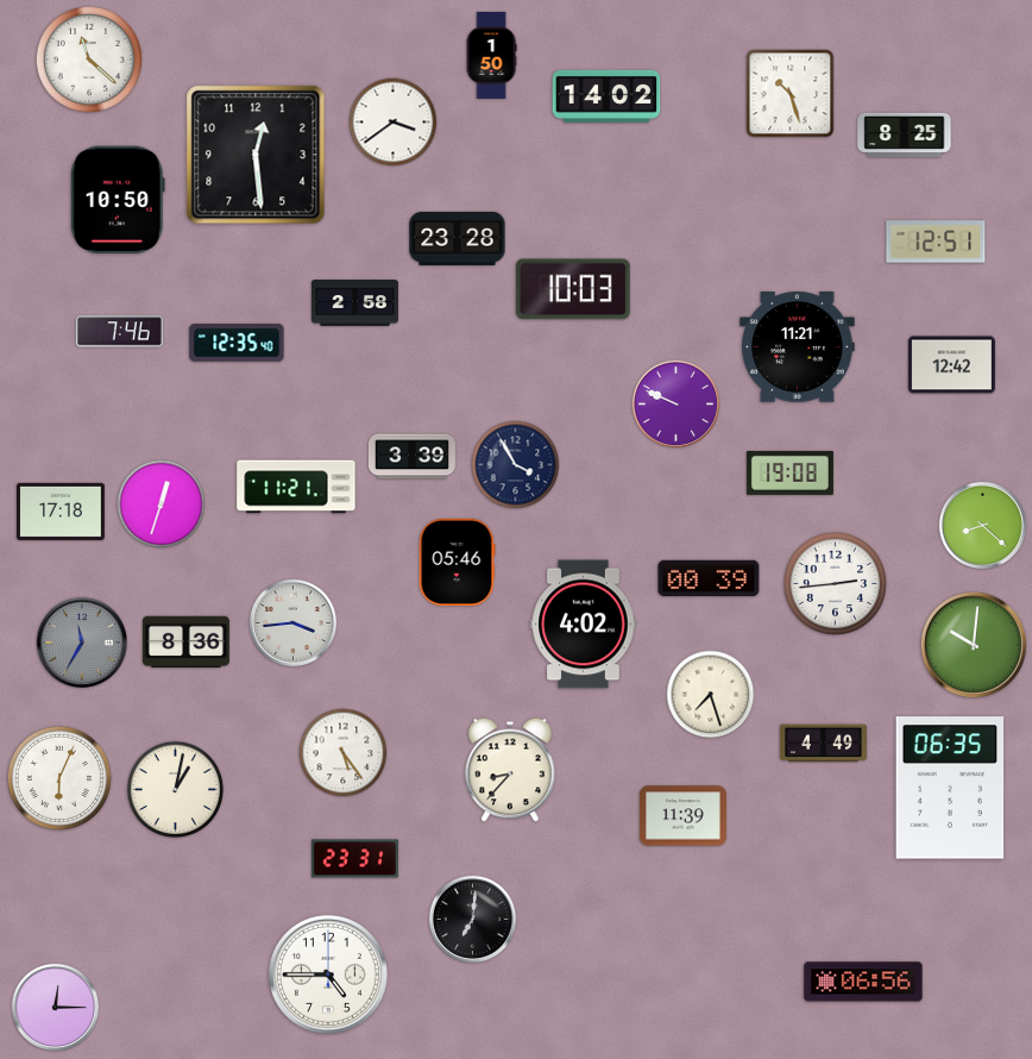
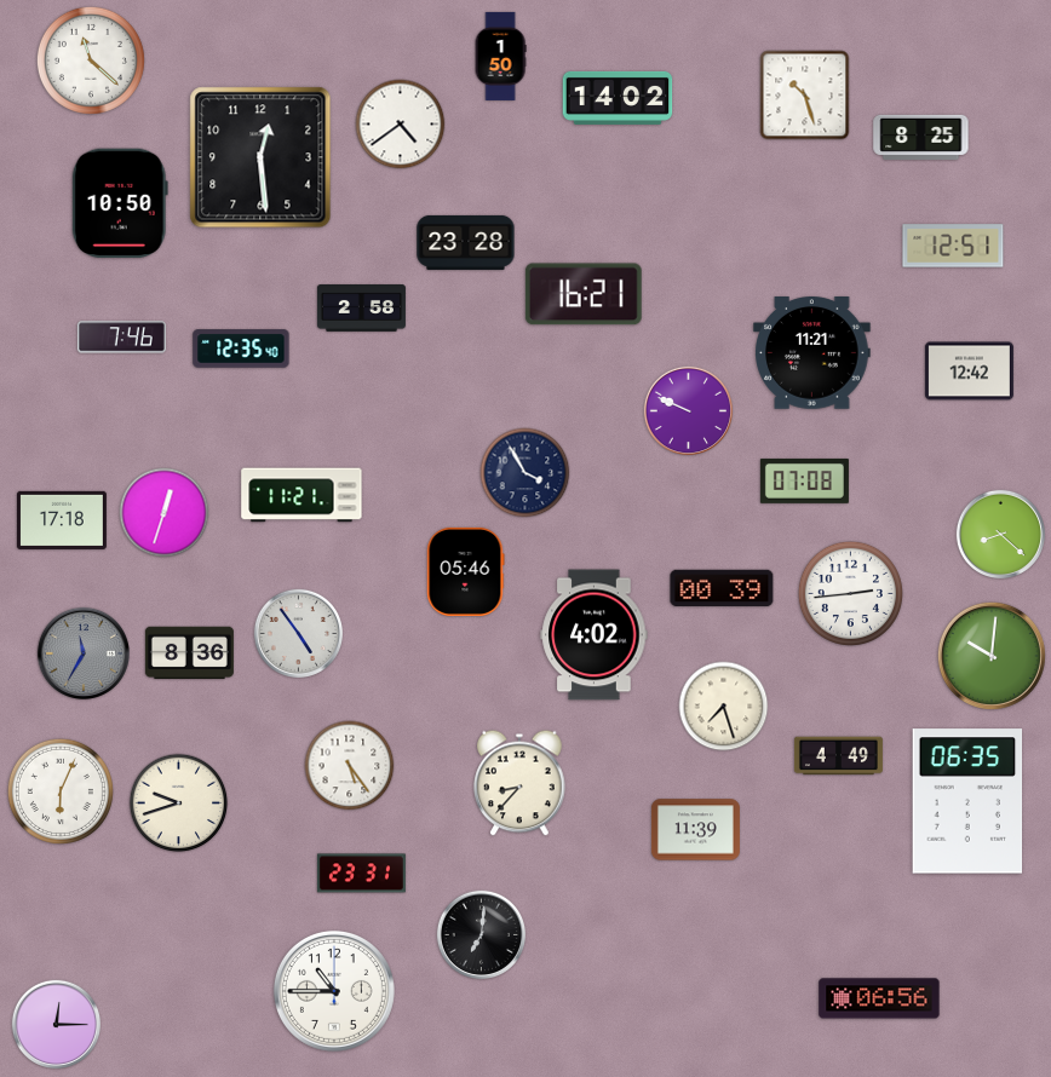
clock at (394, 123): 3:39 -> 4:39
clock at (573, 289): 10:03 -> 16:21
clock at (411, 457): 3:39 -> none
clock at (789, 474): 19:08 -> 07:08
clock at (292, 622): 3:44 -> 4:54
clock at (176, 790): 1:02 -> 9:42
clock at (328, 975): 4:45 -> 10:45
